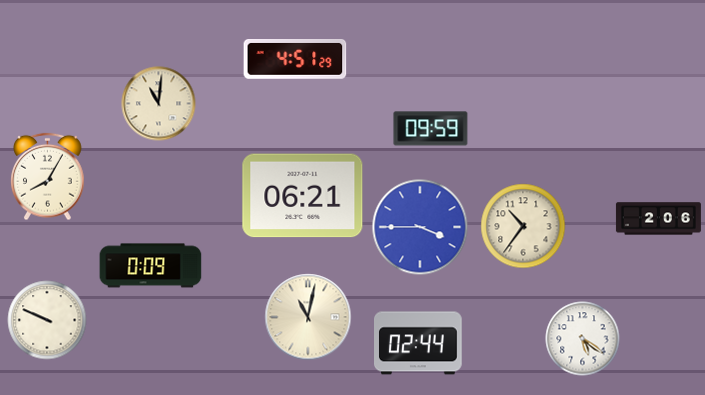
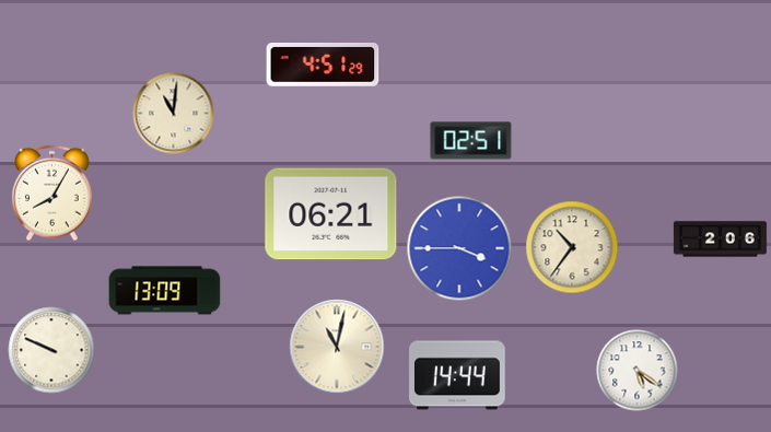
clock at (431, 129): 09:59 -> 02:51
clock at (151, 266): 0:09 -> 13:09
clock at (419, 343): 02:44 -> 14:44
